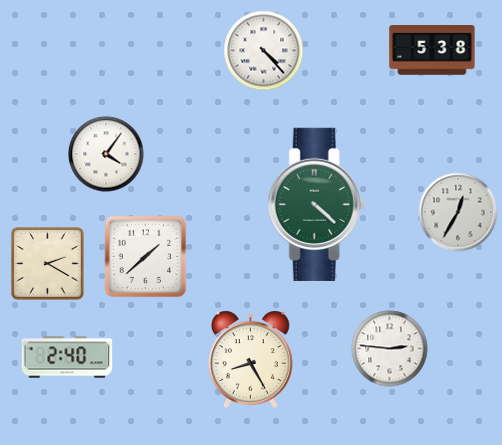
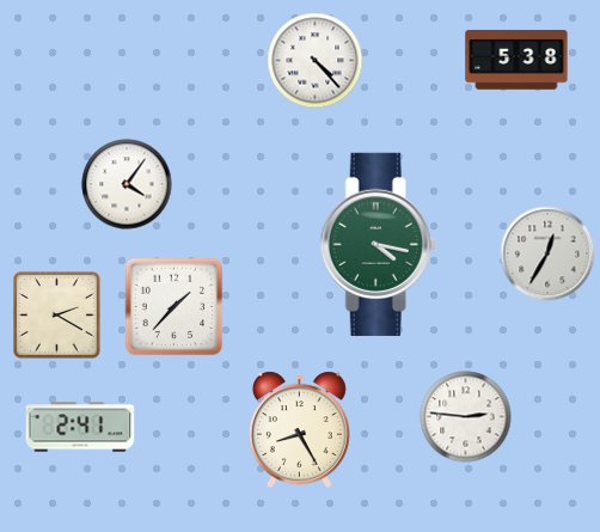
clock at (316, 204): 4:22 -> 4:17
clock at (146, 257): 1:38 -> 1:37
clock at (67, 357): 2:40 -> 2:41
